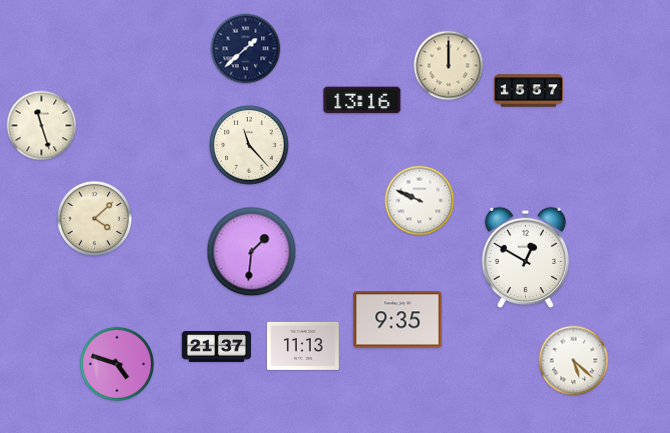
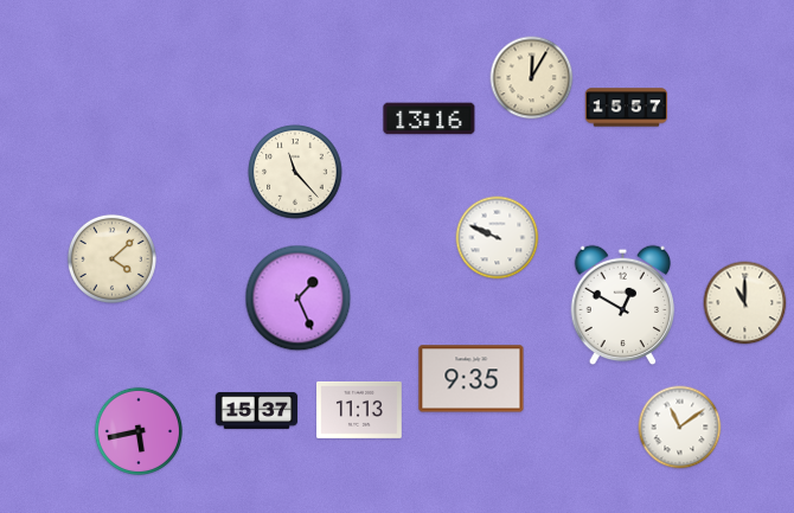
clock at (246, 49): 1:38 -> none
clock at (449, 66): 12:00 -> 12:05
clock at (42, 126): 11:27 -> none
clock at (252, 252): 1:31 -> 1:26
clock at (745, 303): none -> 11:00
clock at (217, 346): 21:37 -> 15:37
clock at (574, 361): 5:22 -> 11:09
clock at (116, 363): 4:48 -> 5:43
